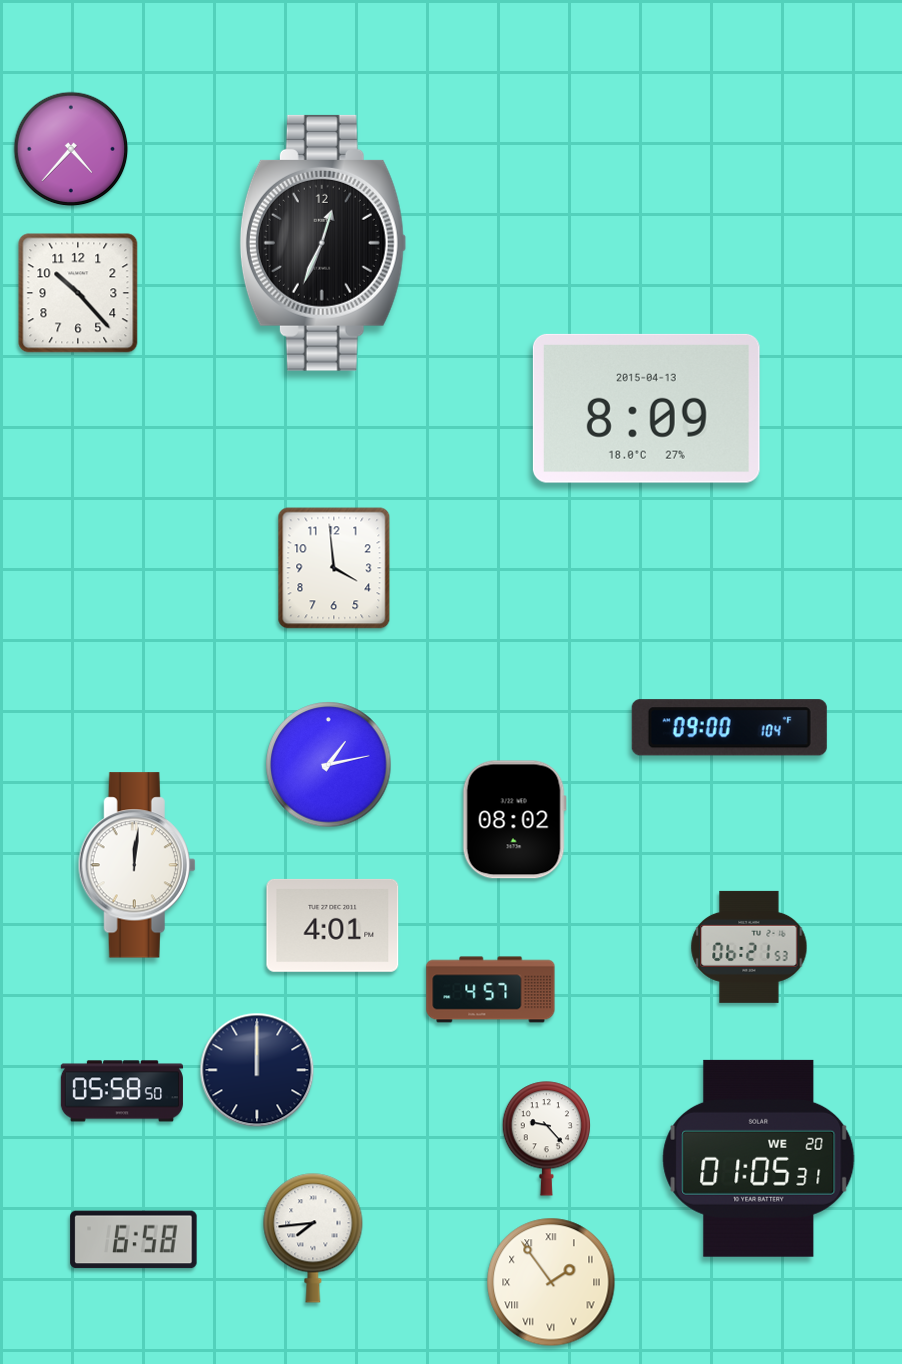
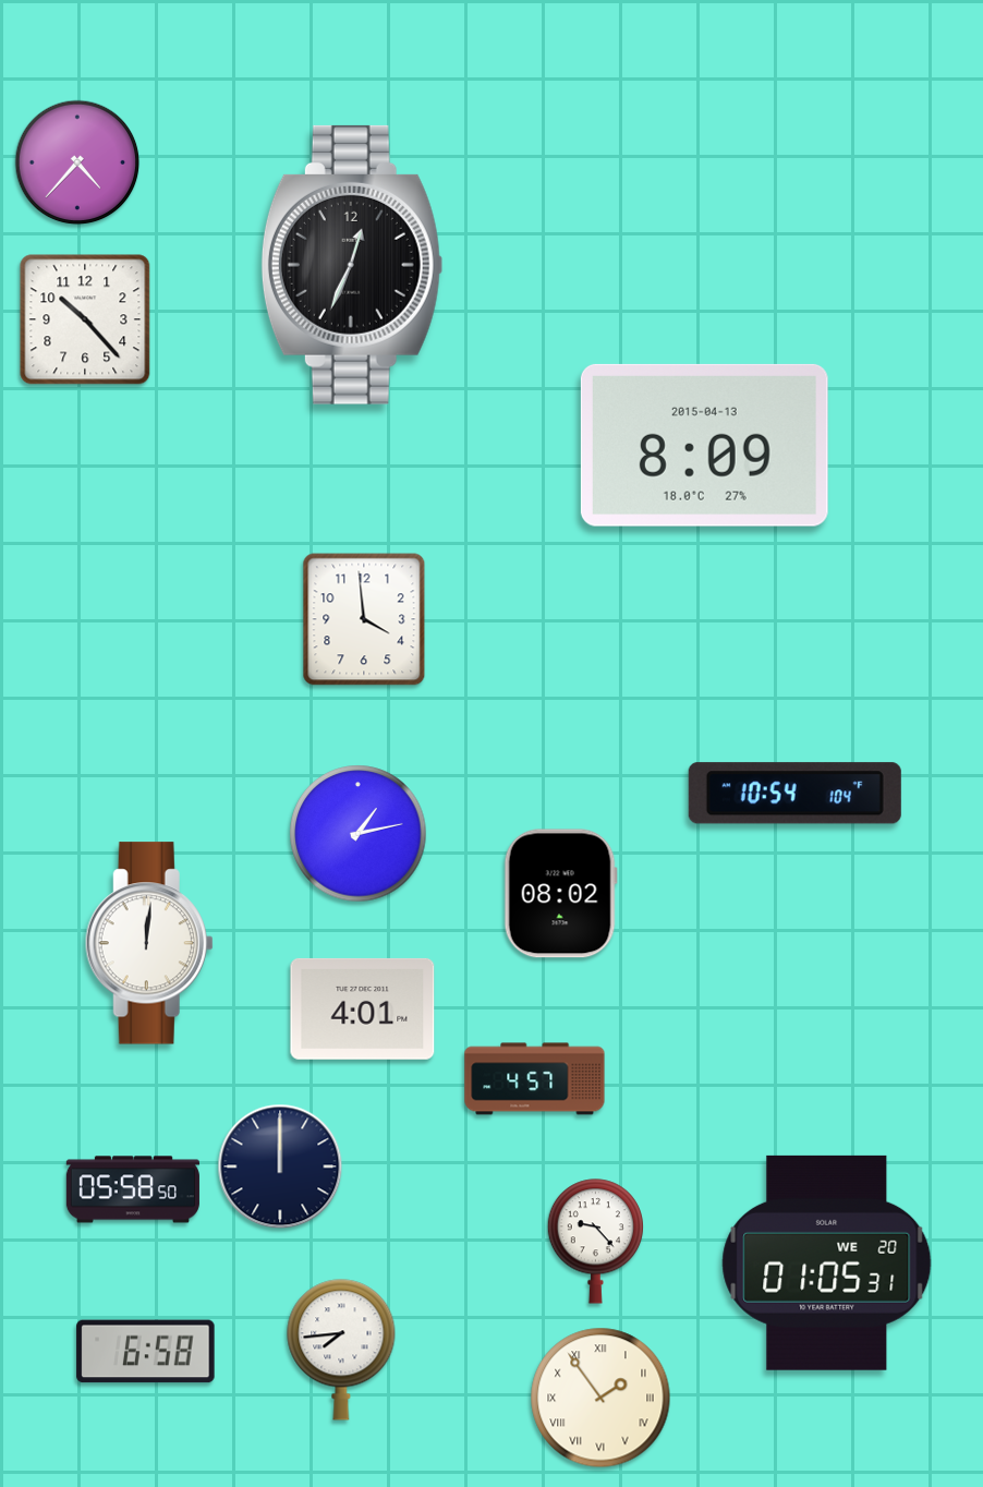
clock at (729, 728): 09:00 -> 10:54
clock at (749, 947): 06:21 -> none
